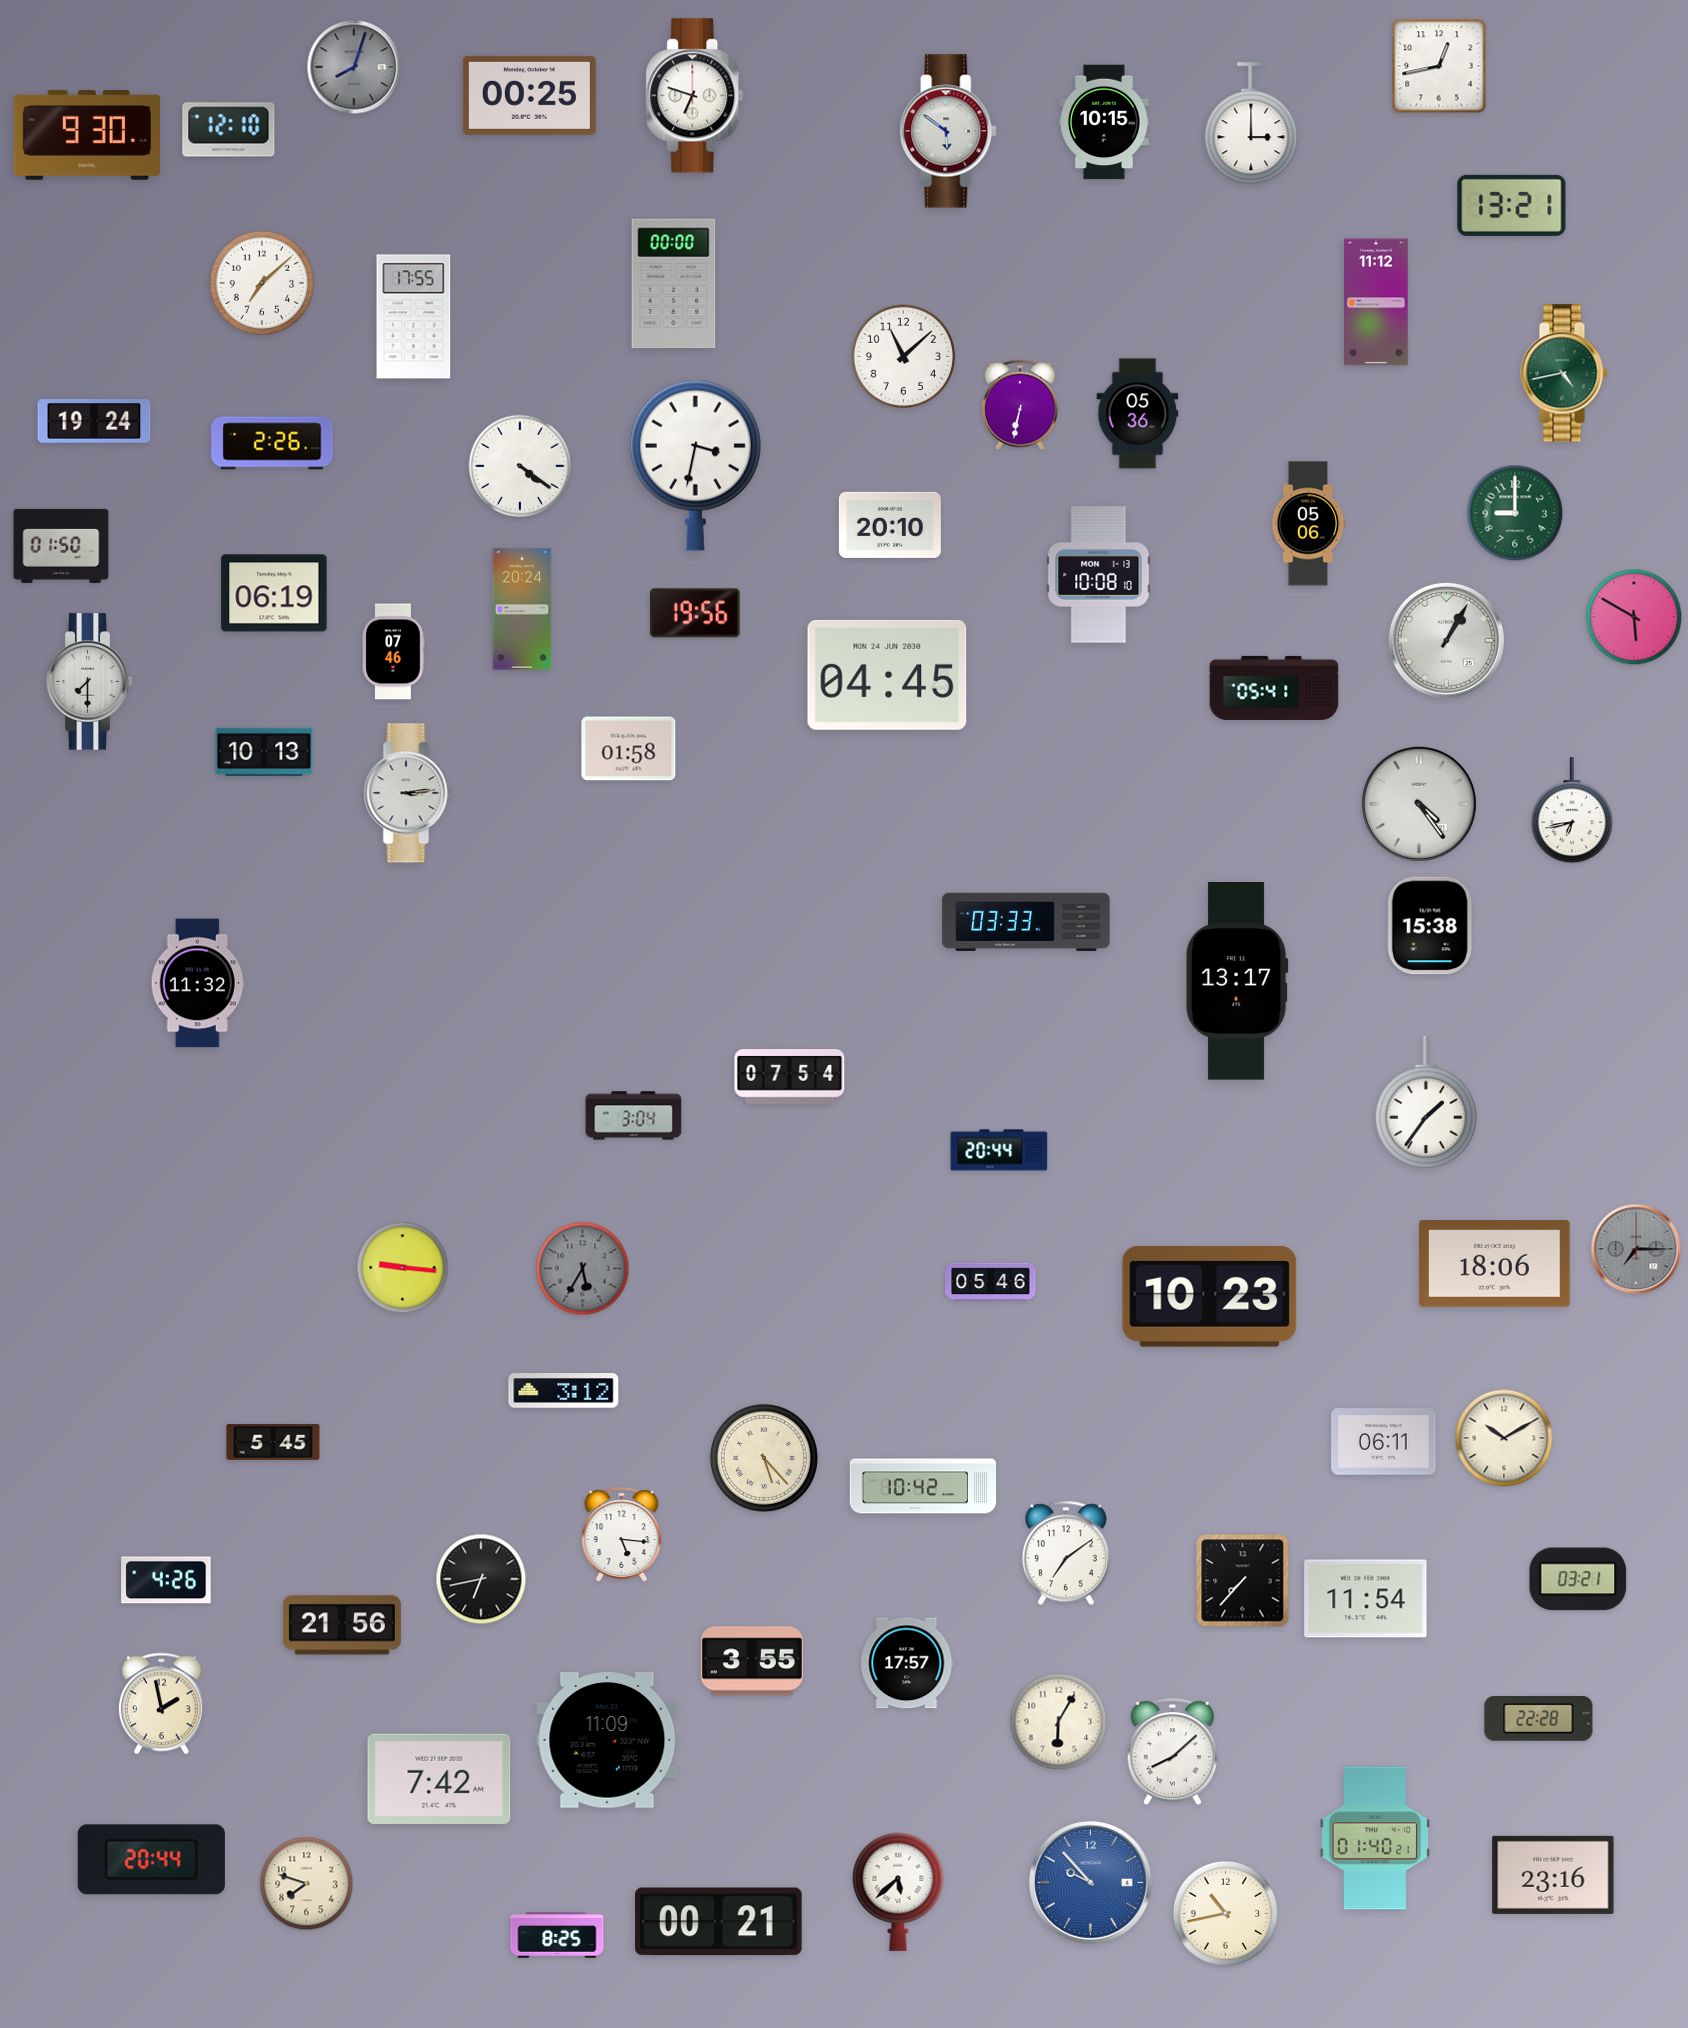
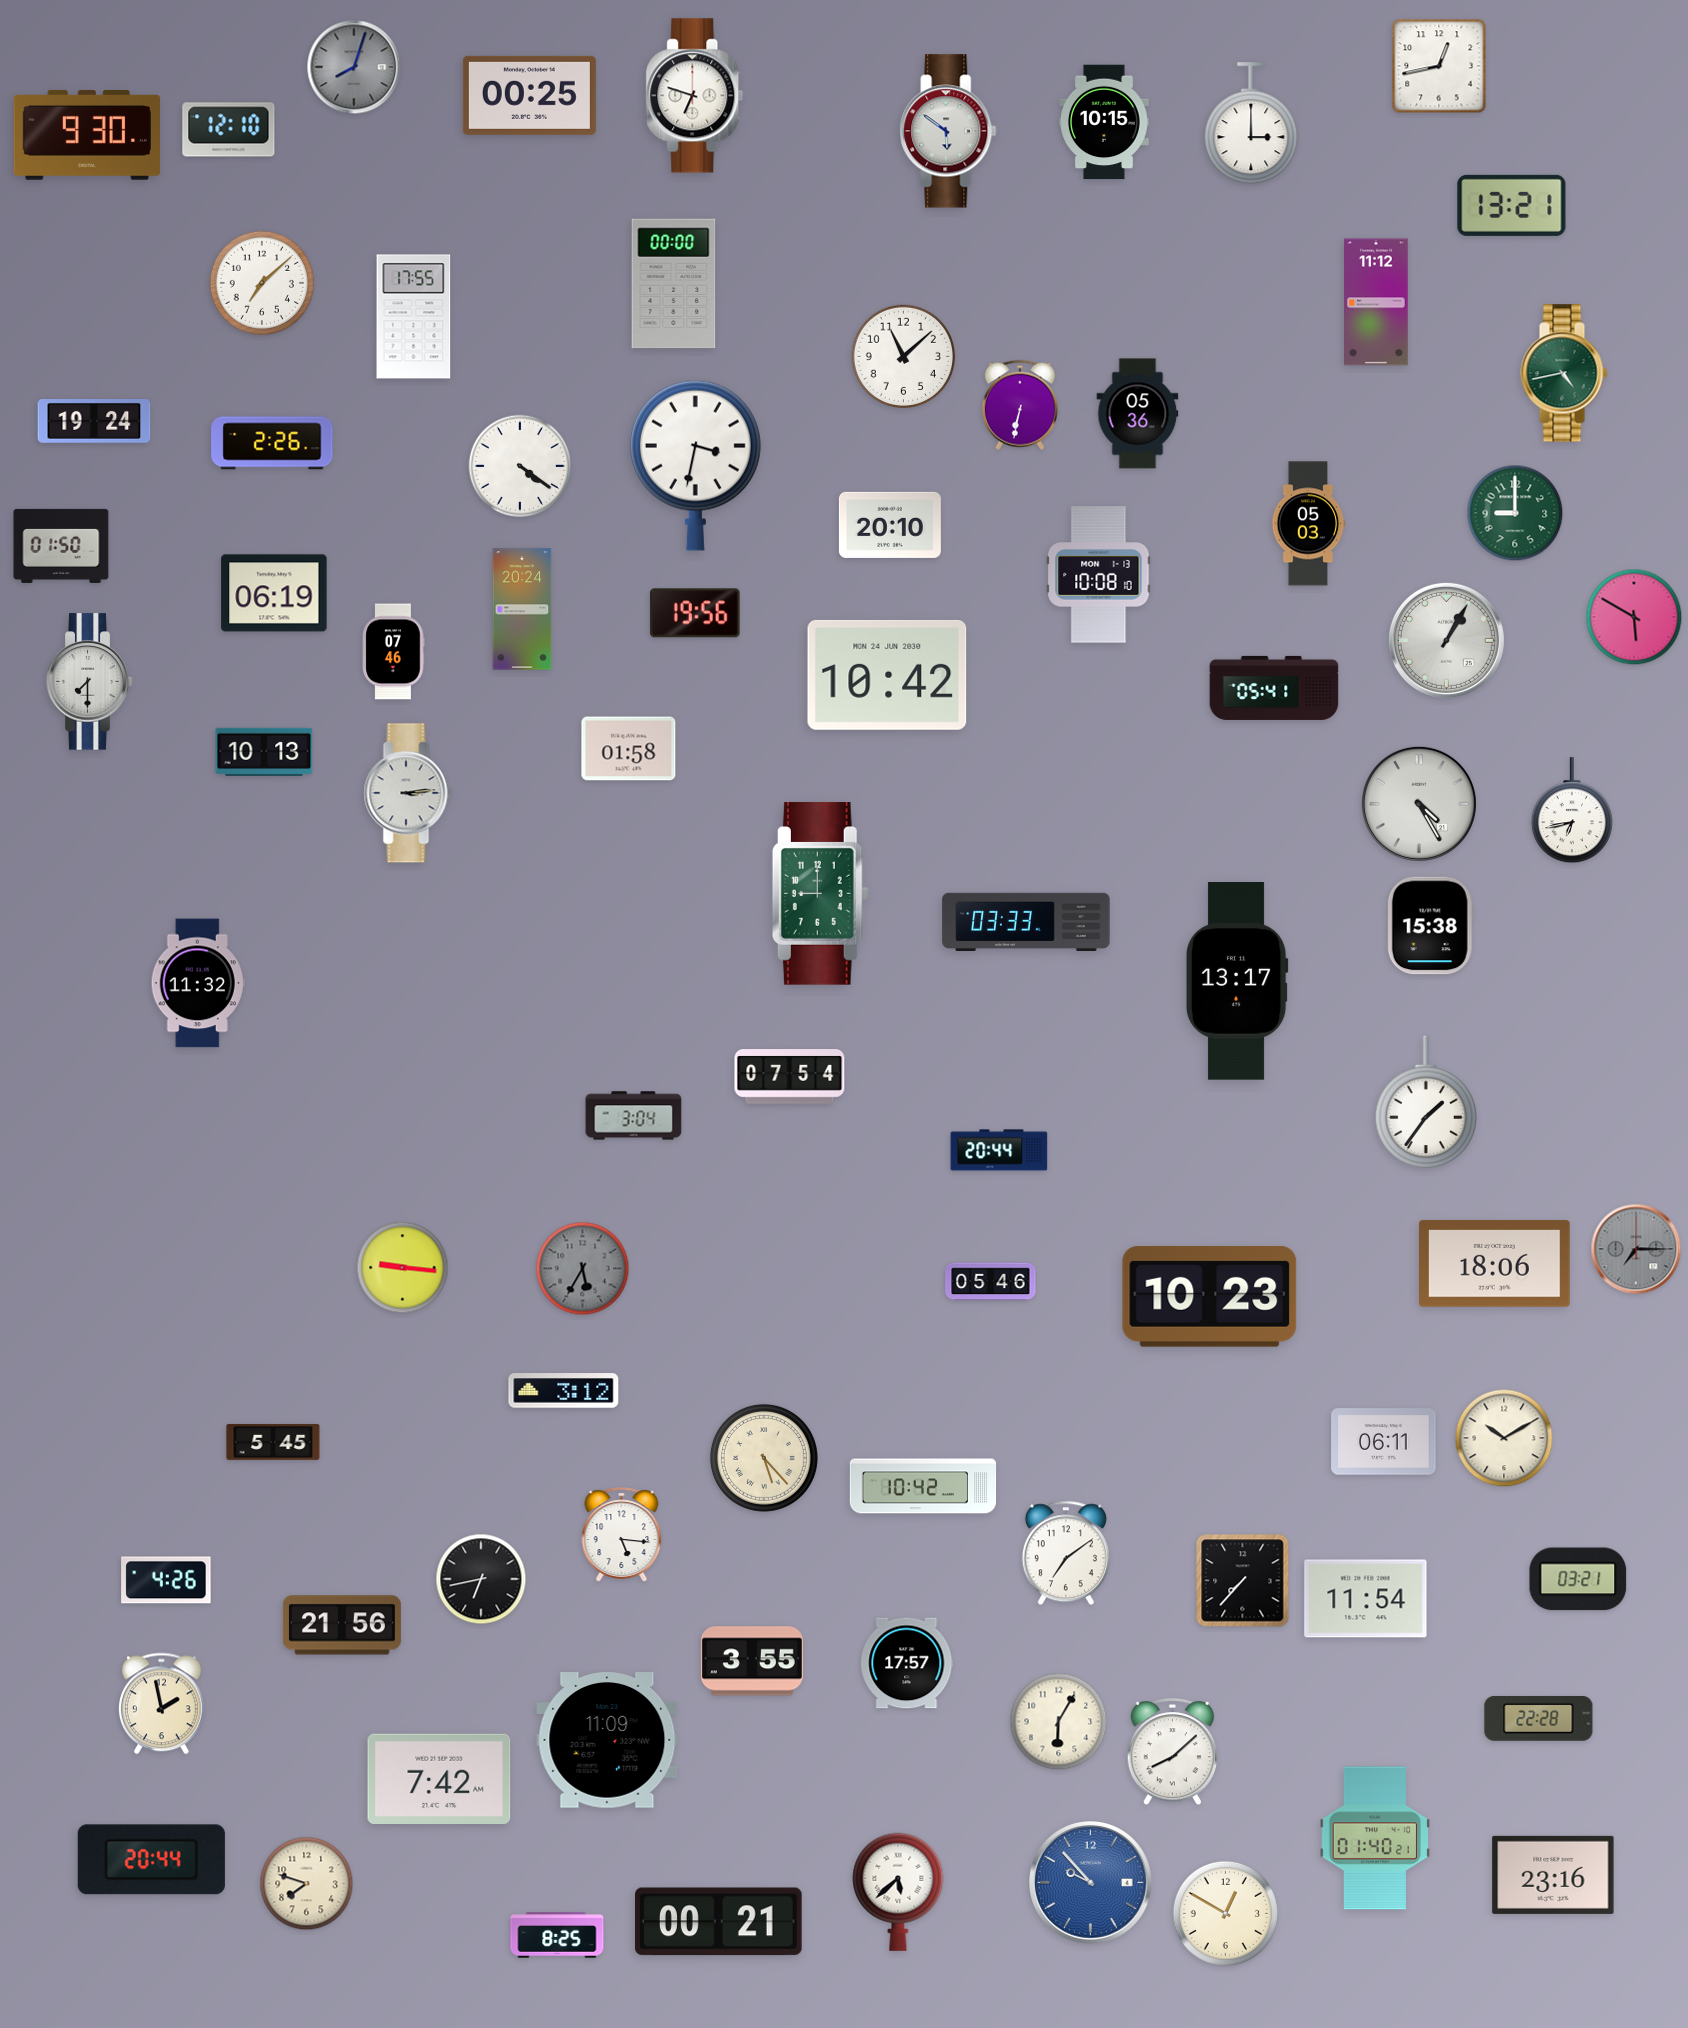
clock at (1308, 524): 05:06 -> 05:03
clock at (887, 675): 04:45 -> 10:42
clock at (1419, 804): 4:24 -> 4:25
clock at (820, 894): none -> 9:00
clock at (1225, 1913): 10:43 -> 12:50
